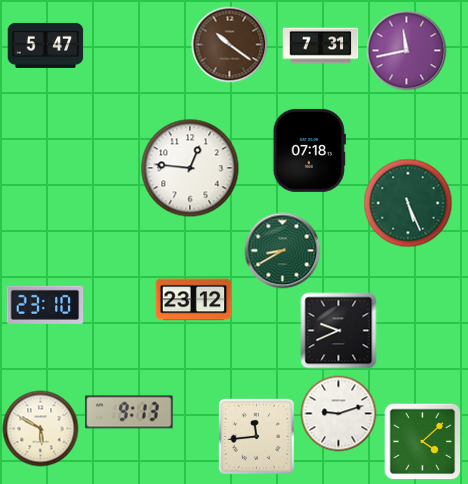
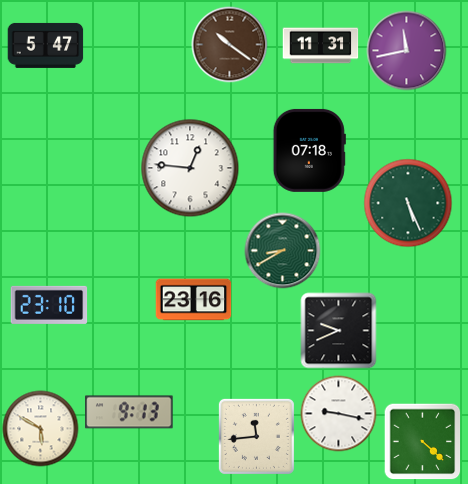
clock at (321, 46): 7:31 -> 11:31
clock at (194, 300): 23:12 -> 23:16
clock at (45, 305) position: (45, 305) -> (49, 305)
clock at (339, 414): 9:12 -> 9:17
clock at (422, 441): 4:08 -> 4:22
